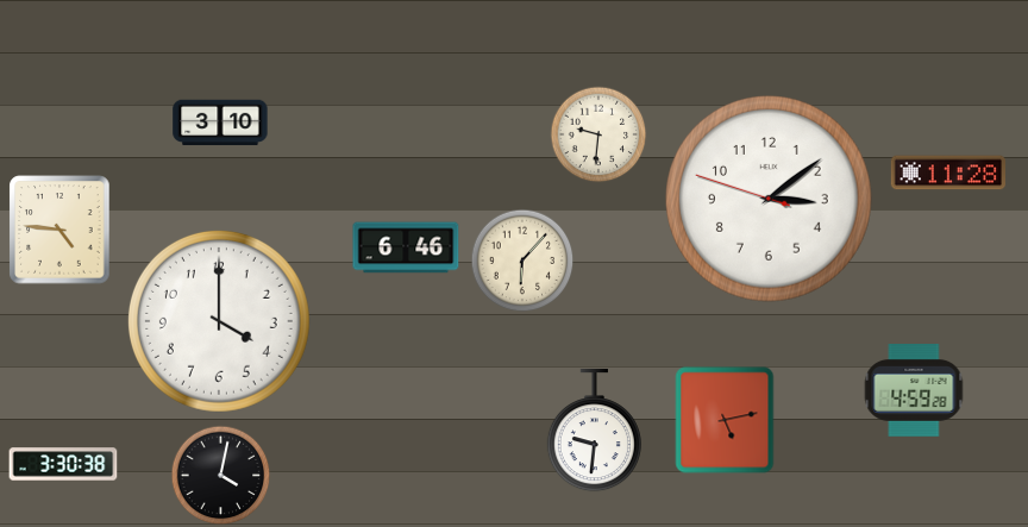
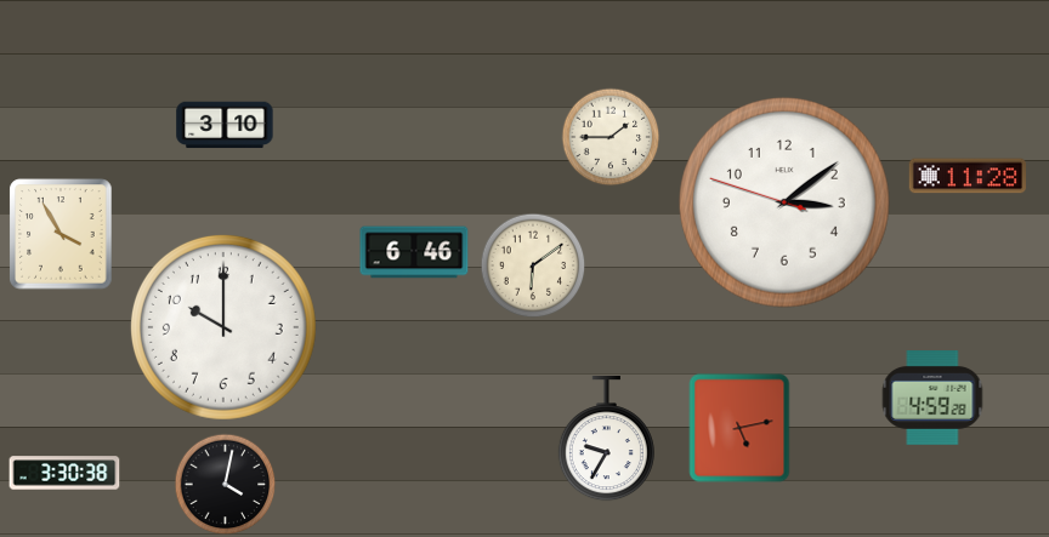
clock at (598, 134): 9:31 -> 1:45
clock at (59, 230): 4:46 -> 3:55
clock at (522, 261): 6:07 -> 6:09
clock at (219, 321): 4:00 -> 10:00
clock at (594, 432): 9:31 -> 9:35
